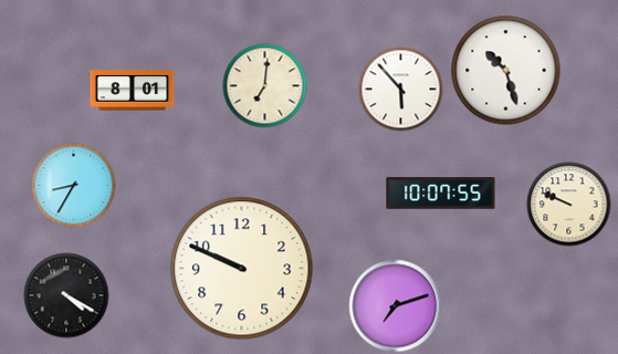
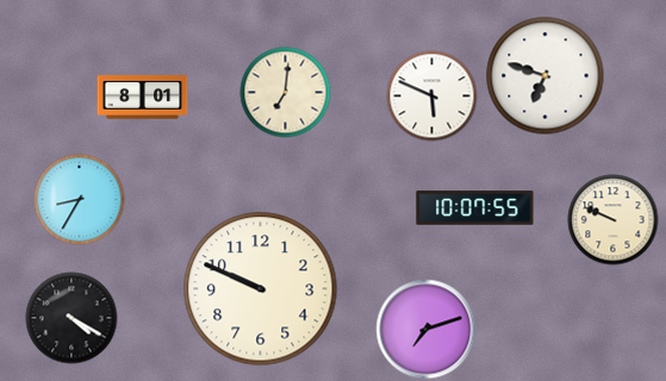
clock at (506, 71): 10:27 -> 6:48
clock at (401, 90): 5:53 -> 5:49
